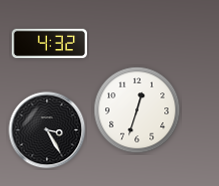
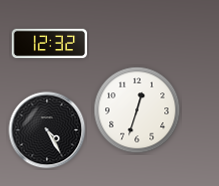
clock at (50, 44): 4:32 -> 12:32
clock at (47, 130): 3:25 -> 4:25
